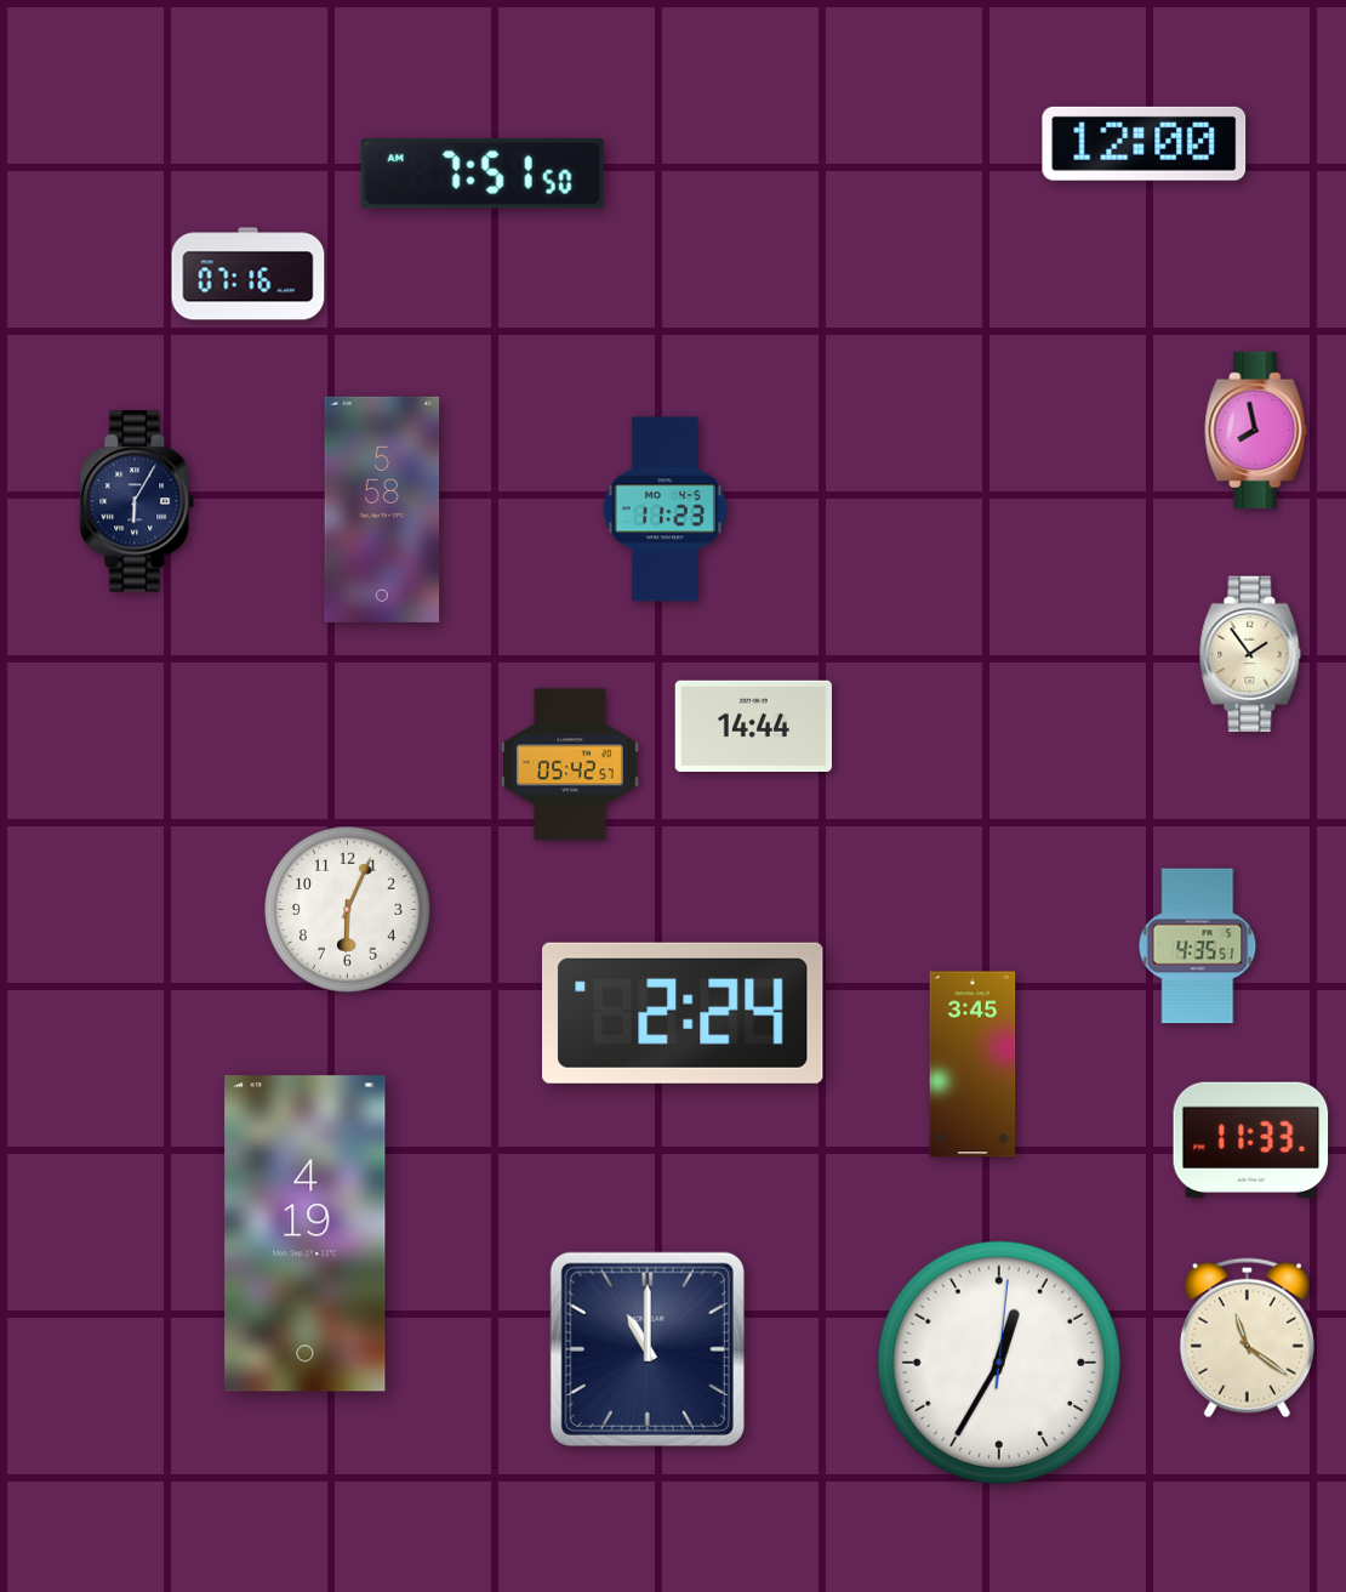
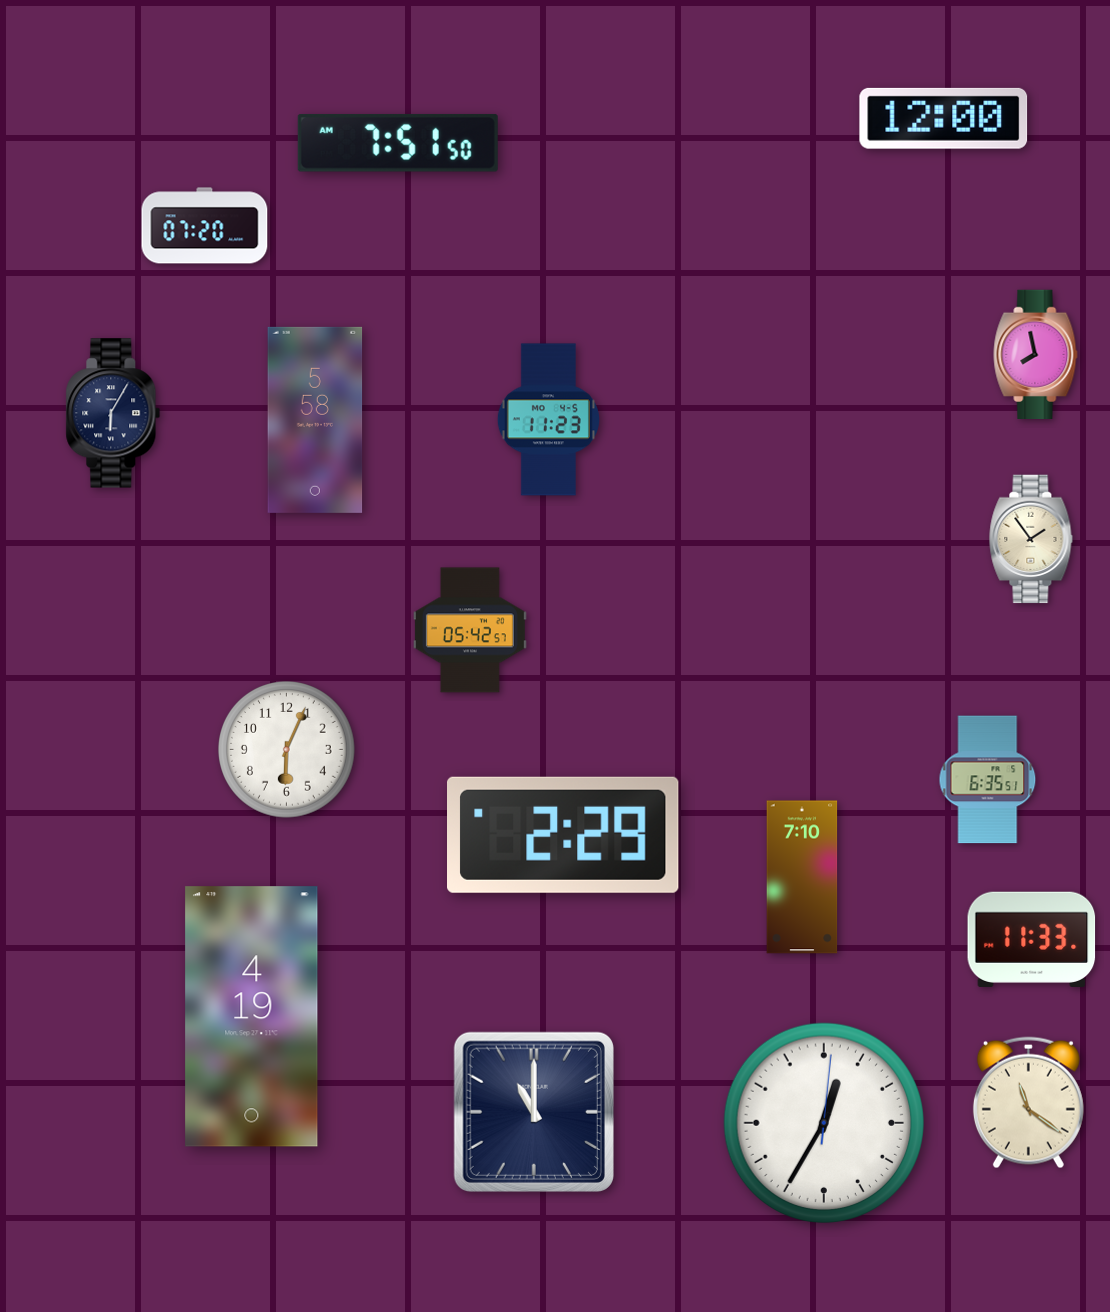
clock at (249, 274): 07:16 -> 07:20
clock at (753, 726): 14:44 -> none
clock at (1198, 946): 4:35 -> 6:35
clock at (684, 1013): 2:24 -> 2:29
clock at (973, 1064): 3:45 -> 7:10
